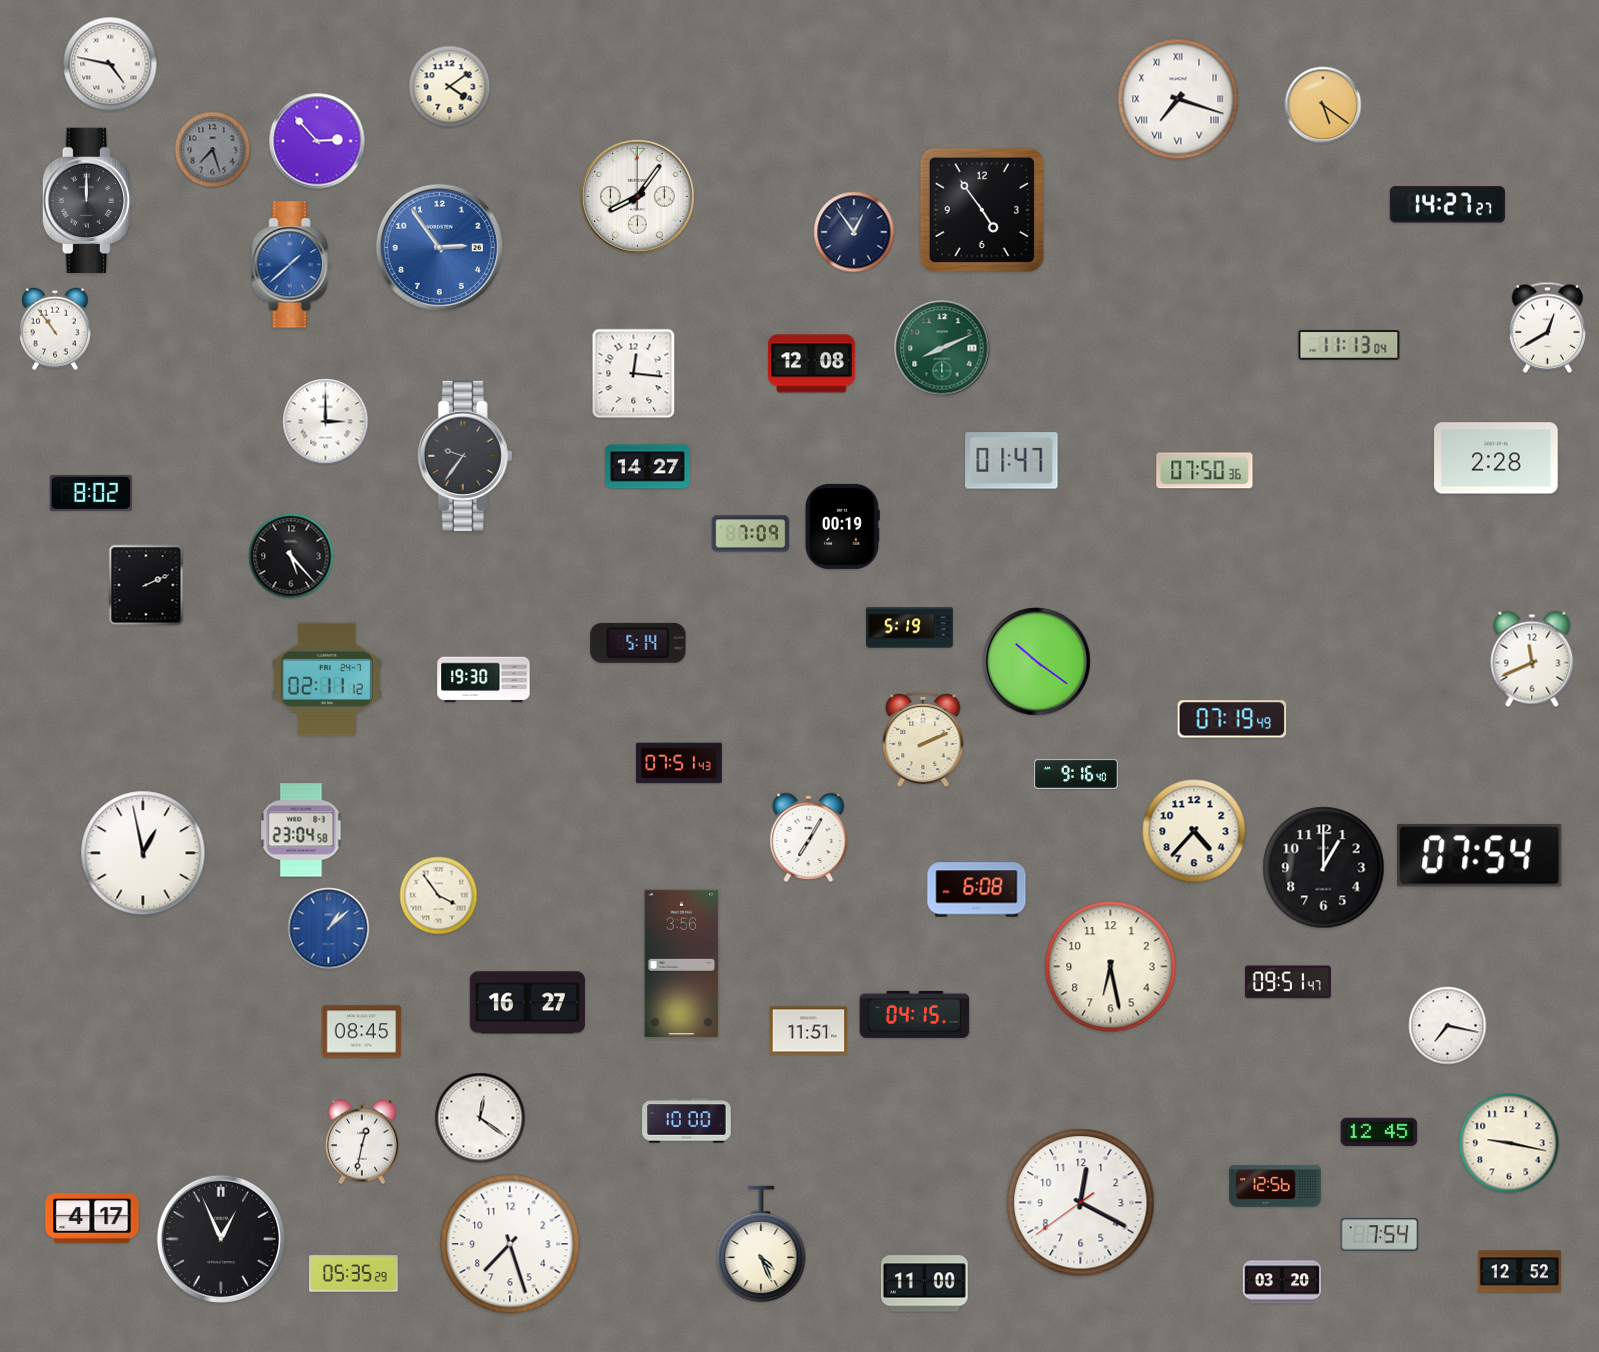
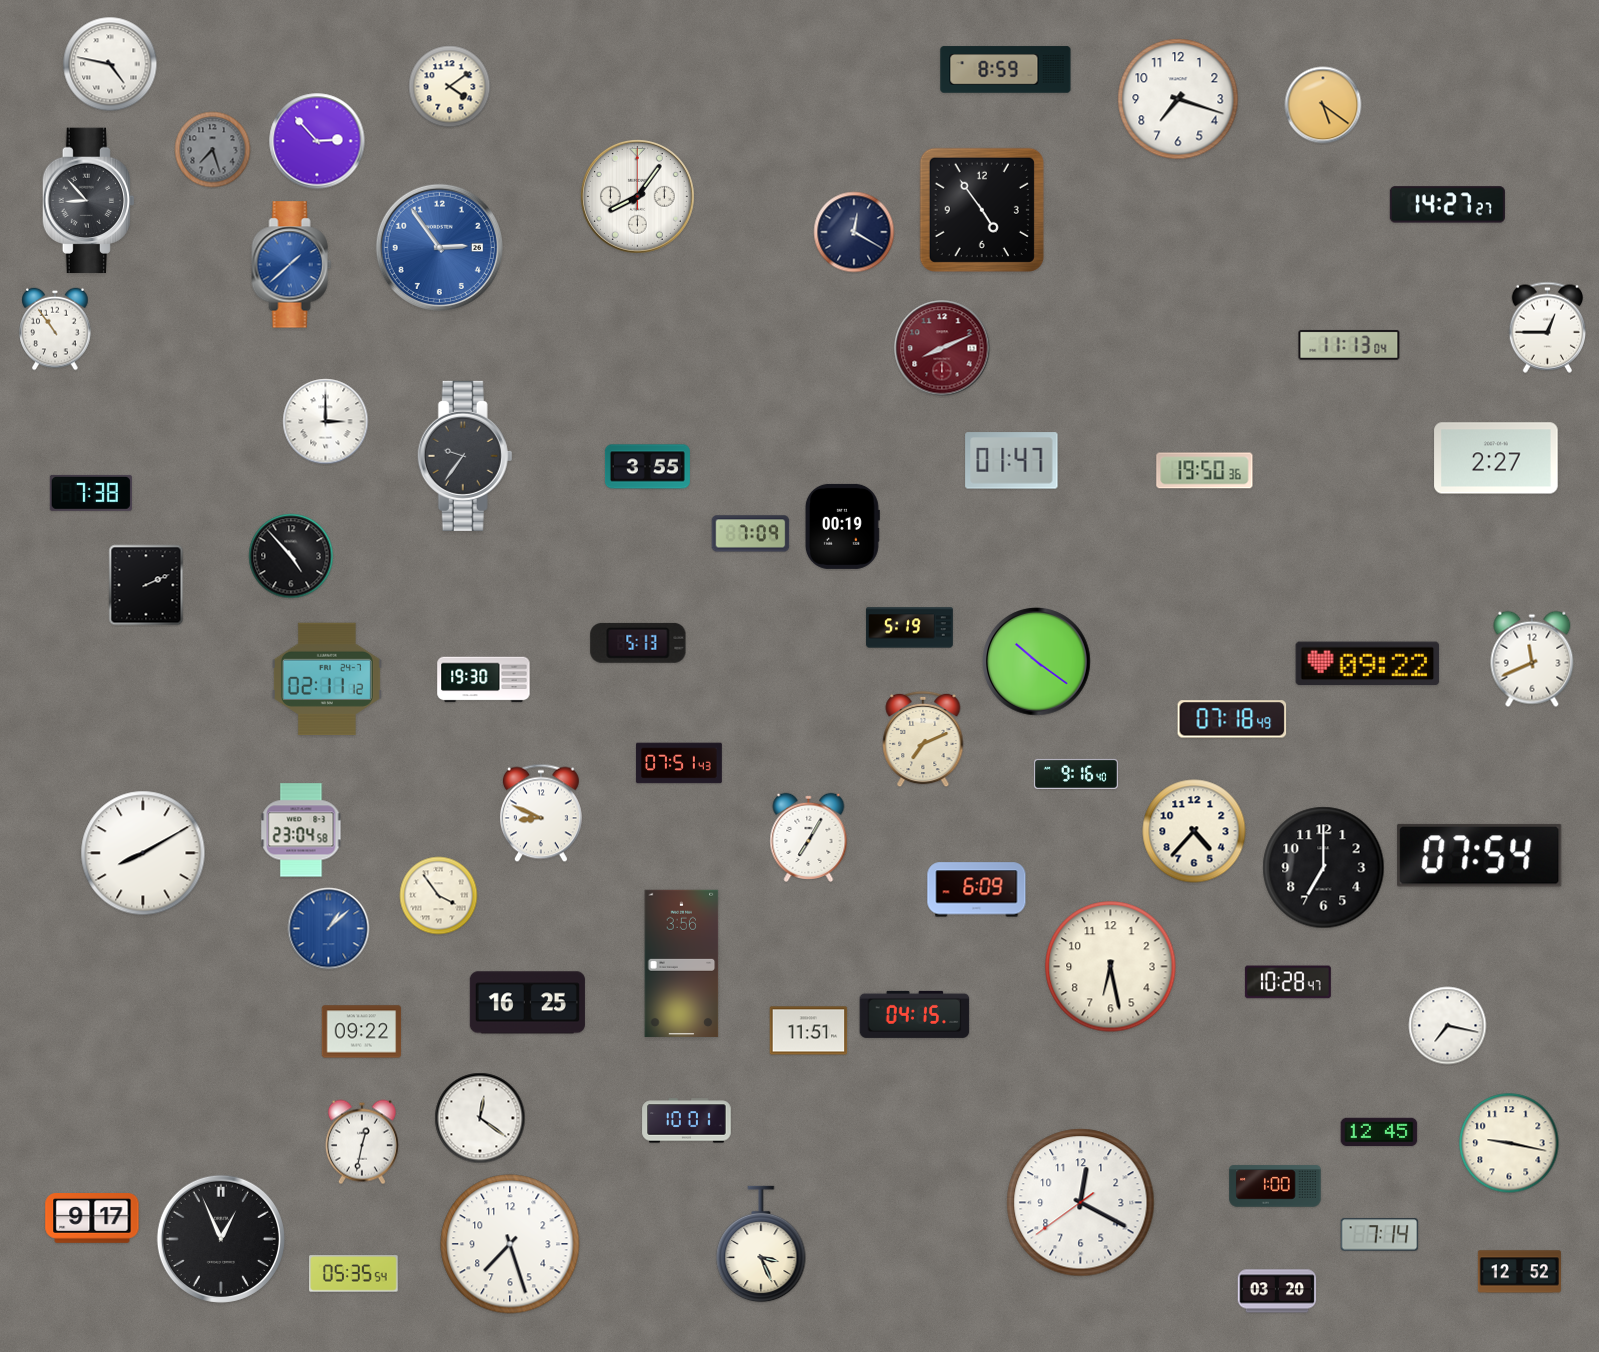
clock at (1006, 70): none -> 8:59
clock at (1178, 99) numerals: Roman -> Arabic
clock at (88, 201): 12:00 -> 8:53
clock at (854, 232): 12:54 -> 12:20
clock at (1548, 327): 12:40 -> 12:45
clock at (942, 348) dial: green -> burgundy
clock at (812, 364): 12:08 -> none
clock at (634, 374): 12:16 -> none
clock at (1496, 458): 2:28 -> 2:27
clock at (647, 467): 14:27 -> 3:55
clock at (1205, 471): 07:50 -> 19:50
clock at (91, 493): 8:02 -> 7:38
clock at (291, 556): 5:23 -> 4:53
clock at (638, 643): 5:14 -> 5:13
clock at (1368, 664): none -> 09:22
clock at (1232, 719): 07:19 -> 07:18
clock at (923, 739): 2:11 -> 7:11
clock at (541, 813): none -> 8:49
clock at (143, 853): 12:58 -> 8:10
clock at (1324, 868): 1:00 -> 7:00
clock at (977, 890): 6:08 -> 6:09
clock at (1288, 982): 09:51 -> 10:28
clock at (527, 1003): 16:27 -> 16:25
clock at (362, 1032): 08:45 -> 09:22
clock at (687, 1121): 10:00 -> 10:01
clock at (1275, 1186): 12:56 -> 1:00
clock at (92, 1219): 4:17 -> 9:17
clock at (1380, 1235): 7:54 -> 7:14
clock at (761, 1244): 4:26 -> 3:26
clock at (354, 1274): 05:35:29 -> 05:35:54
clock at (1282, 1282) position: (1282, 1282) -> (1277, 1291)
clock at (924, 1284): 11:00 -> none
